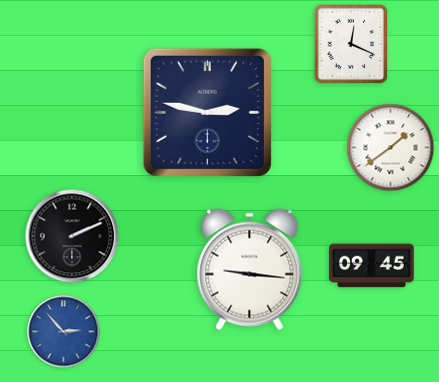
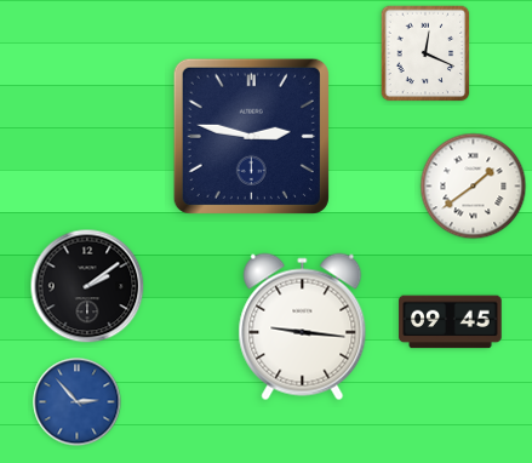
clock at (391, 148) position: (391, 148) -> (474, 187)
clock at (72, 236): 2:11 -> 2:09
